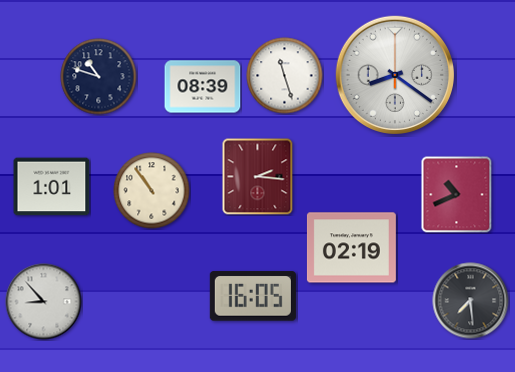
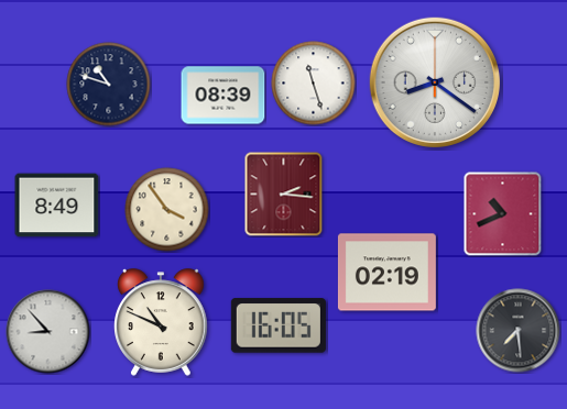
clock at (52, 187): 1:01 -> 8:49
clock at (152, 191): 10:54 -> 3:54
clock at (162, 322): none -> 10:49
